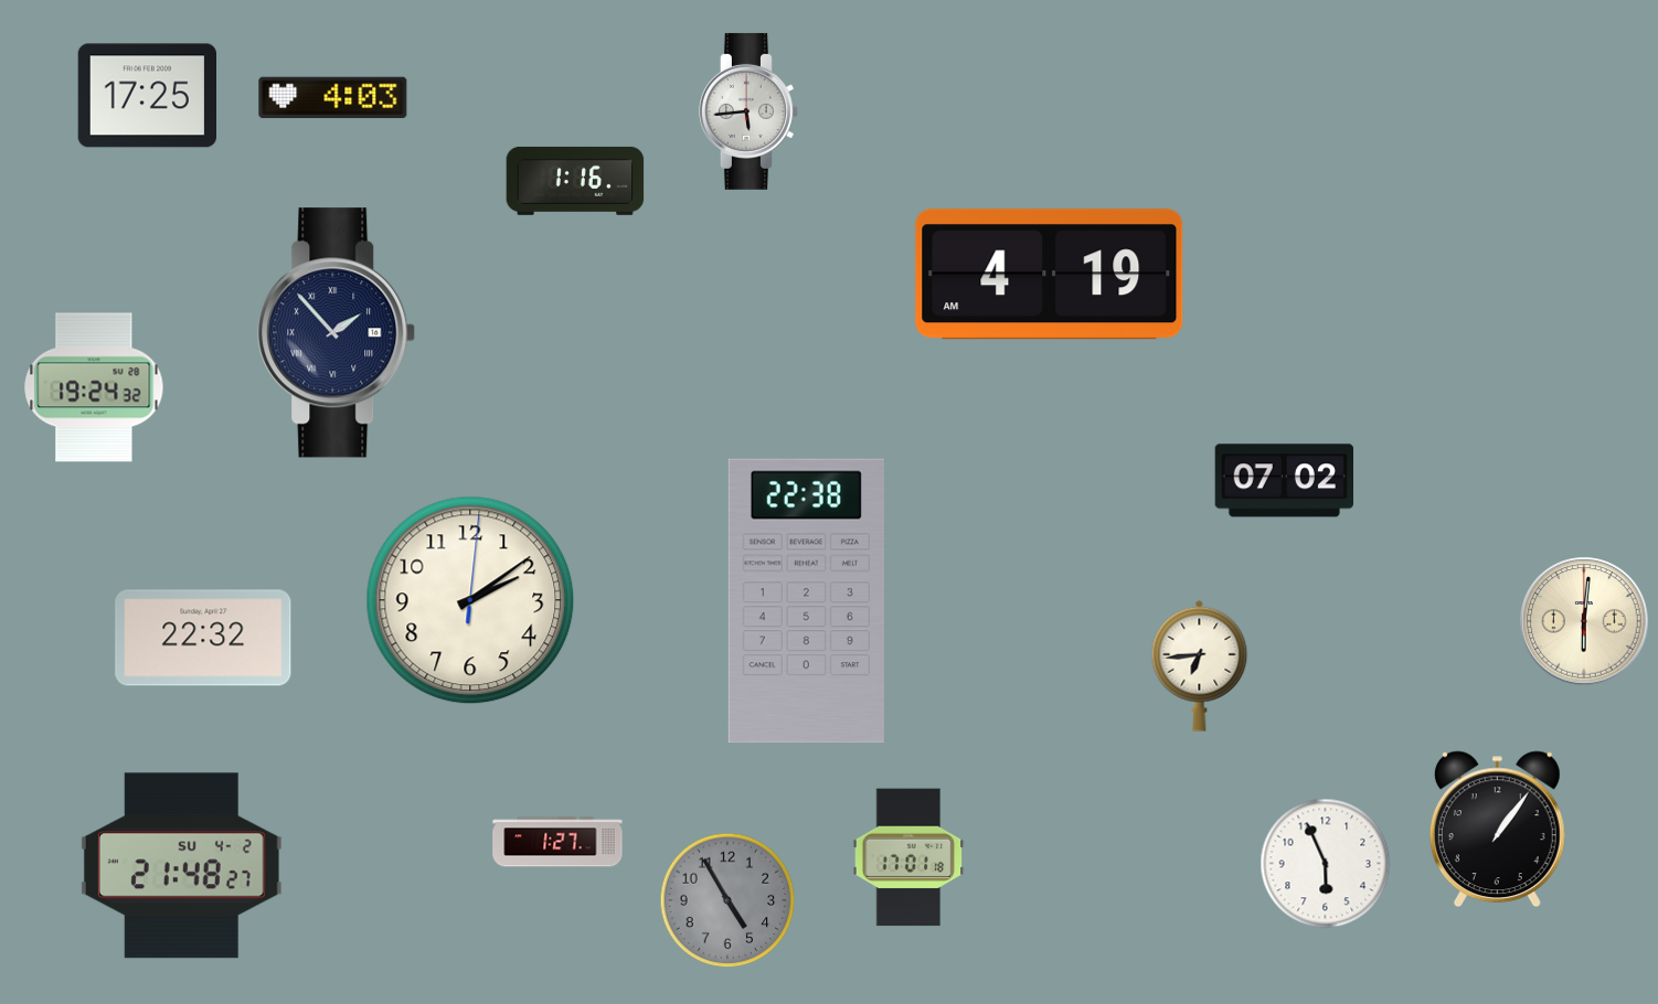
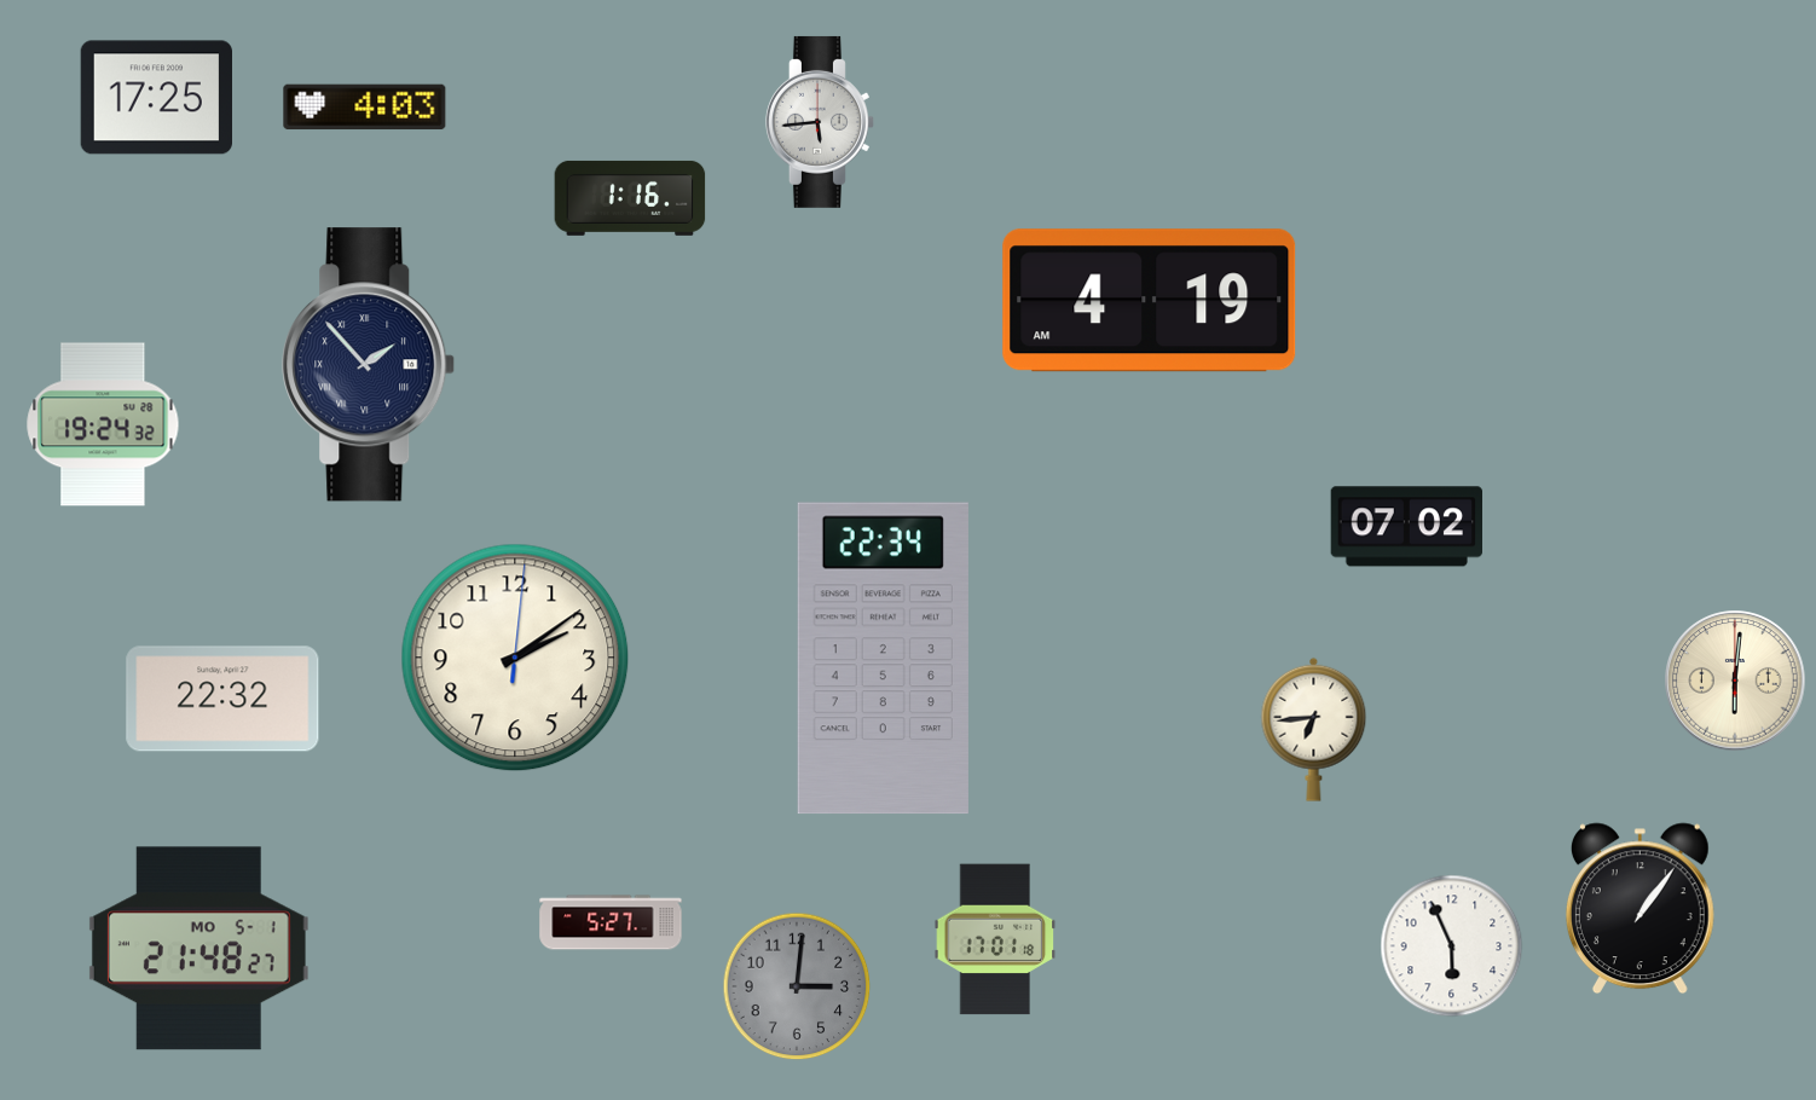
clock at (147, 96) position: (147, 96) -> (156, 98)
clock at (806, 601): 22:38 -> 22:34
clock at (557, 842): 1:27 -> 5:27
clock at (181, 866) date: SU 4-2 -> MO 5-1
clock at (727, 900): 4:55 -> 3:01
